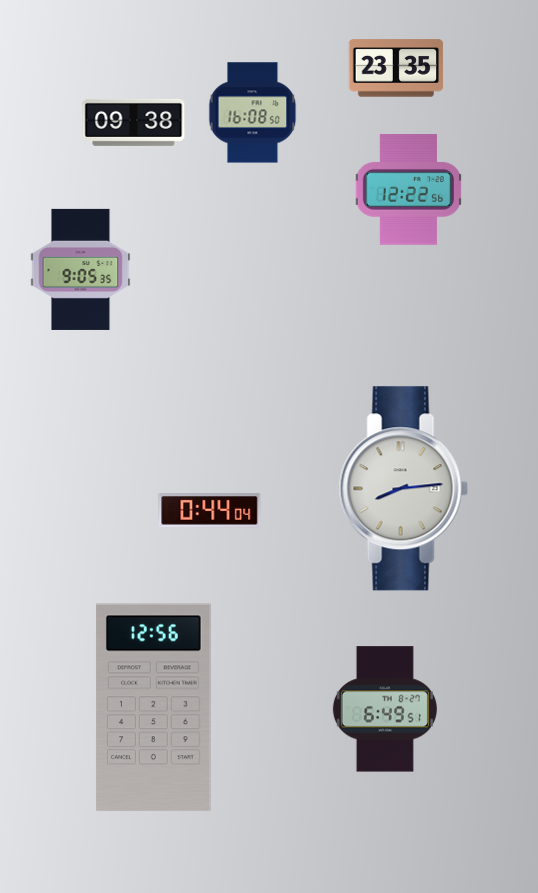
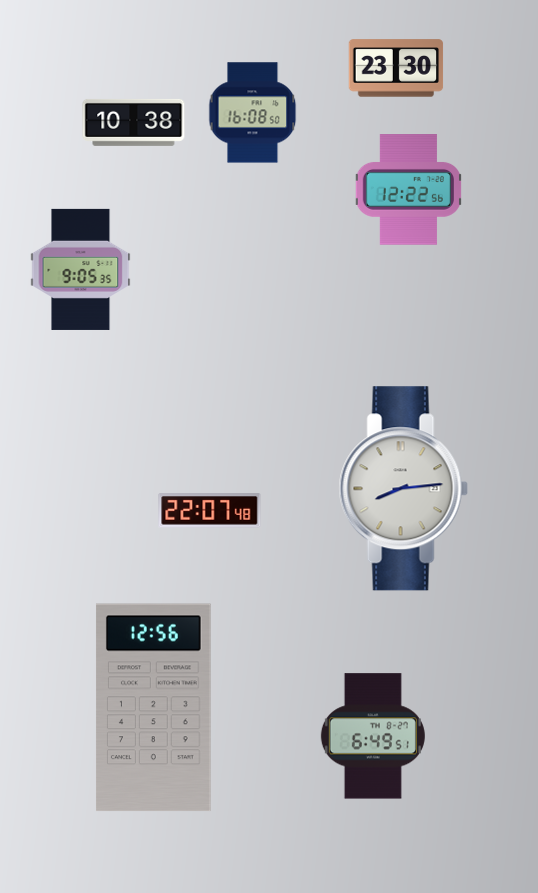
clock at (396, 68): 23:35 -> 23:30
clock at (134, 122): 09:38 -> 10:38
clock at (210, 511): 0:44 -> 22:07
clock at (385, 709) position: (385, 709) -> (373, 736)
